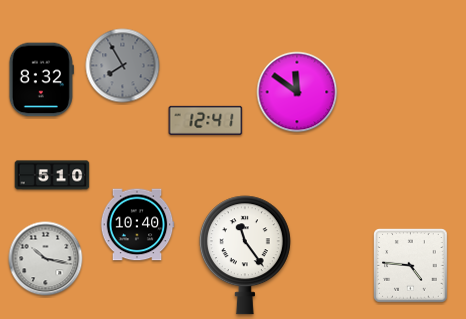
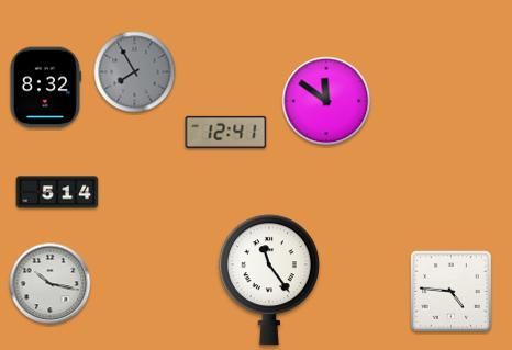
clock at (52, 175): 5:10 -> 5:14
clock at (137, 225): 10:40 -> none
